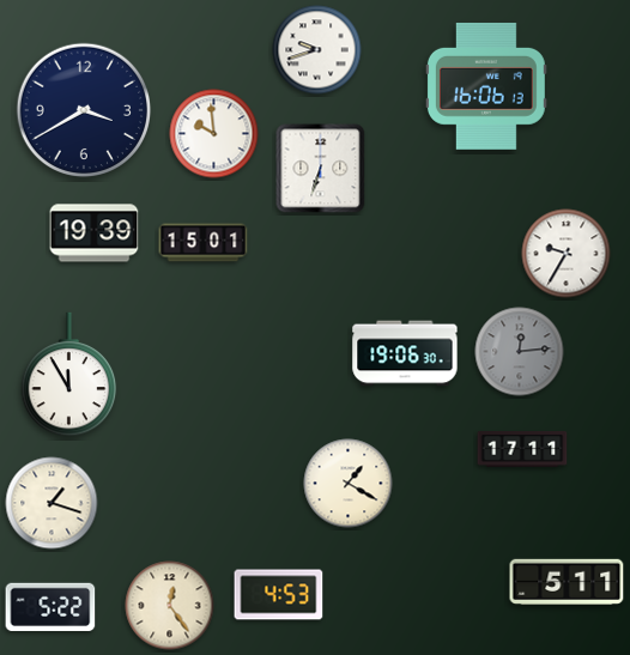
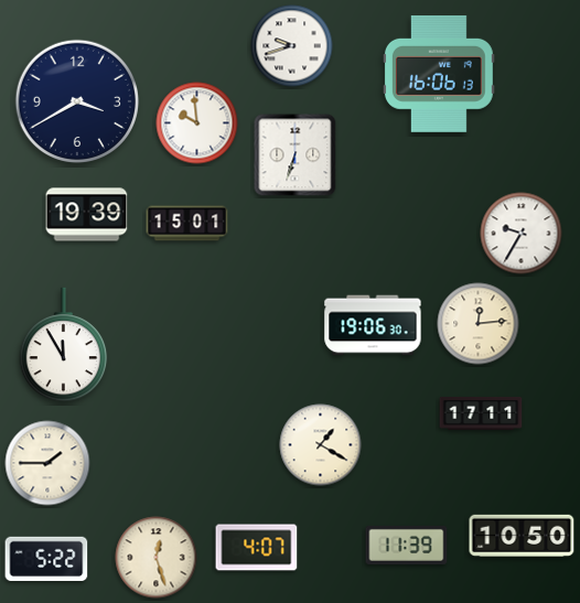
clock at (486, 86) position: (486, 86) -> (439, 74)
clock at (520, 352) dial: grey -> cream
clock at (52, 503): 1:18 -> 1:45
clock at (567, 582): 5:11 -> 10:50
clock at (407, 545): none -> 11:39
clock at (279, 595): 4:53 -> 4:07
clock at (170, 606): 12:24 -> 12:27
